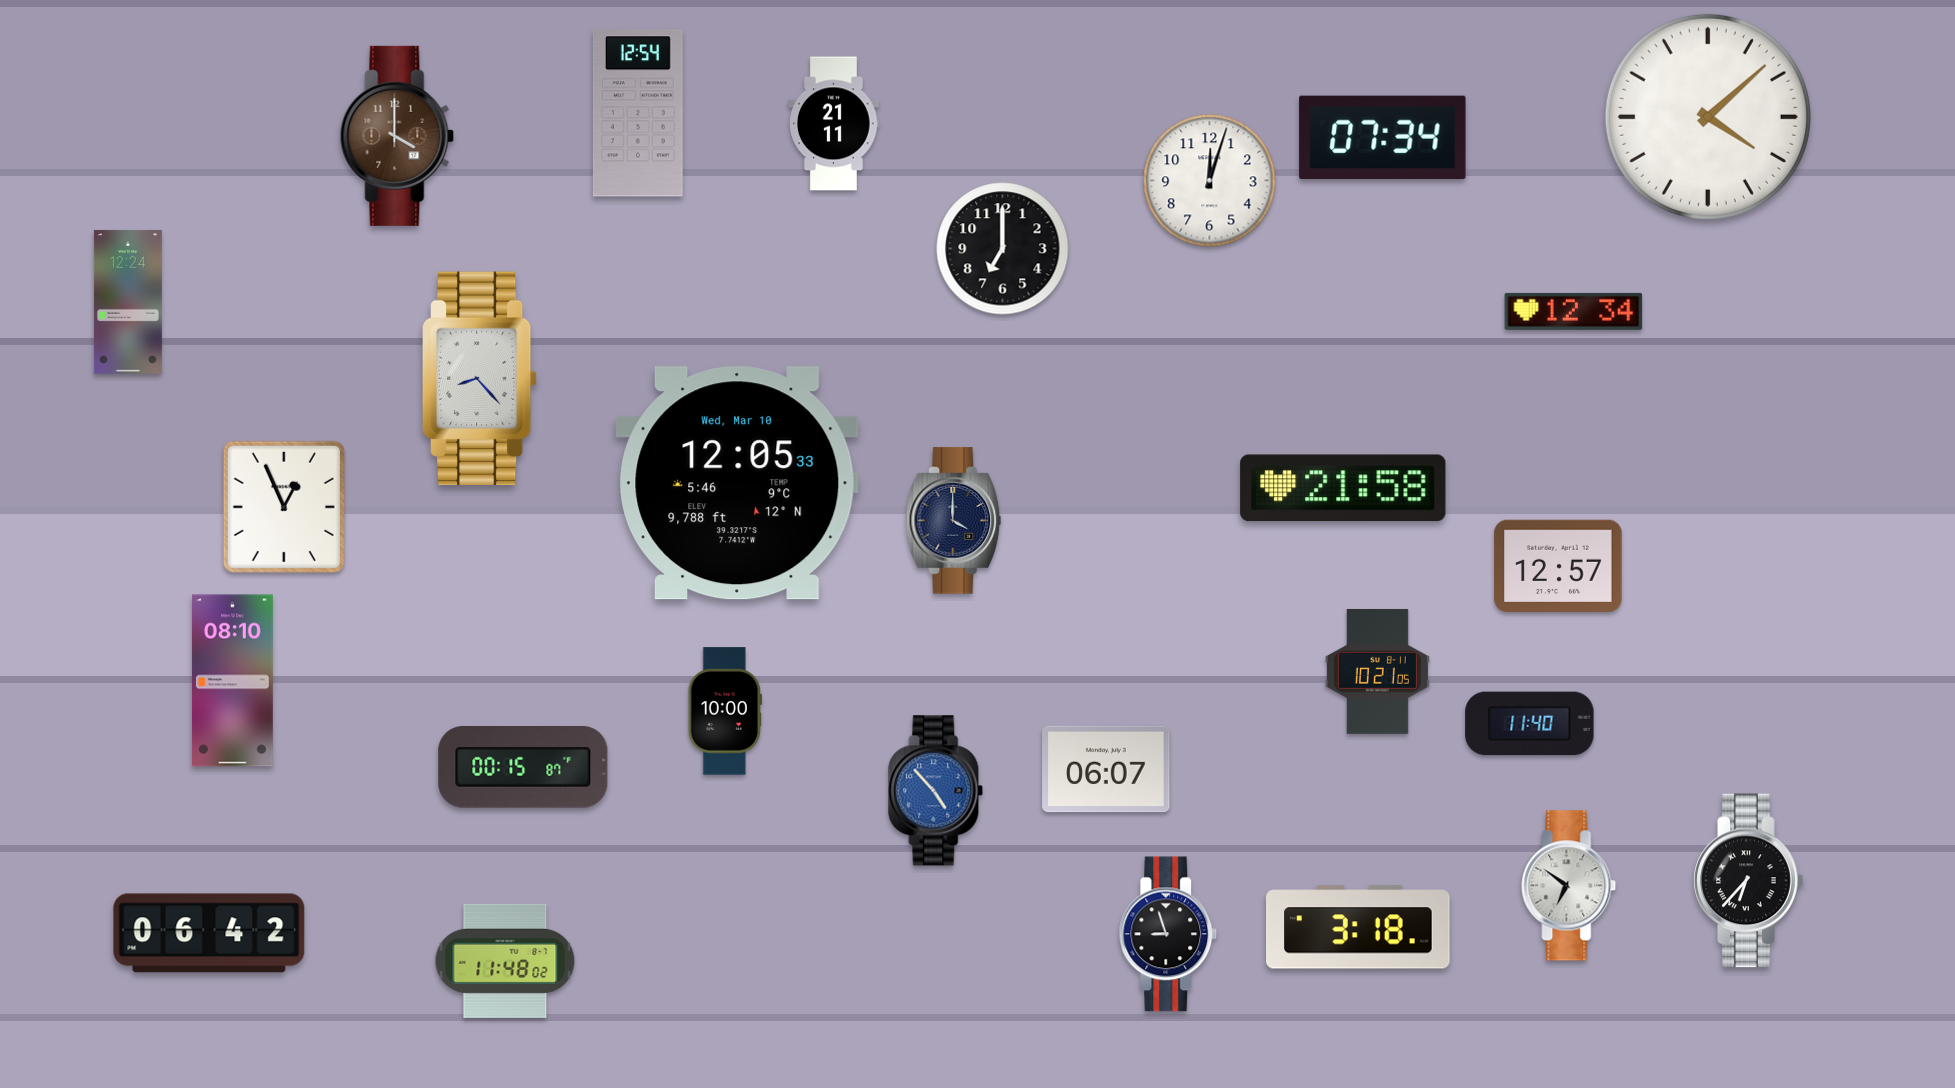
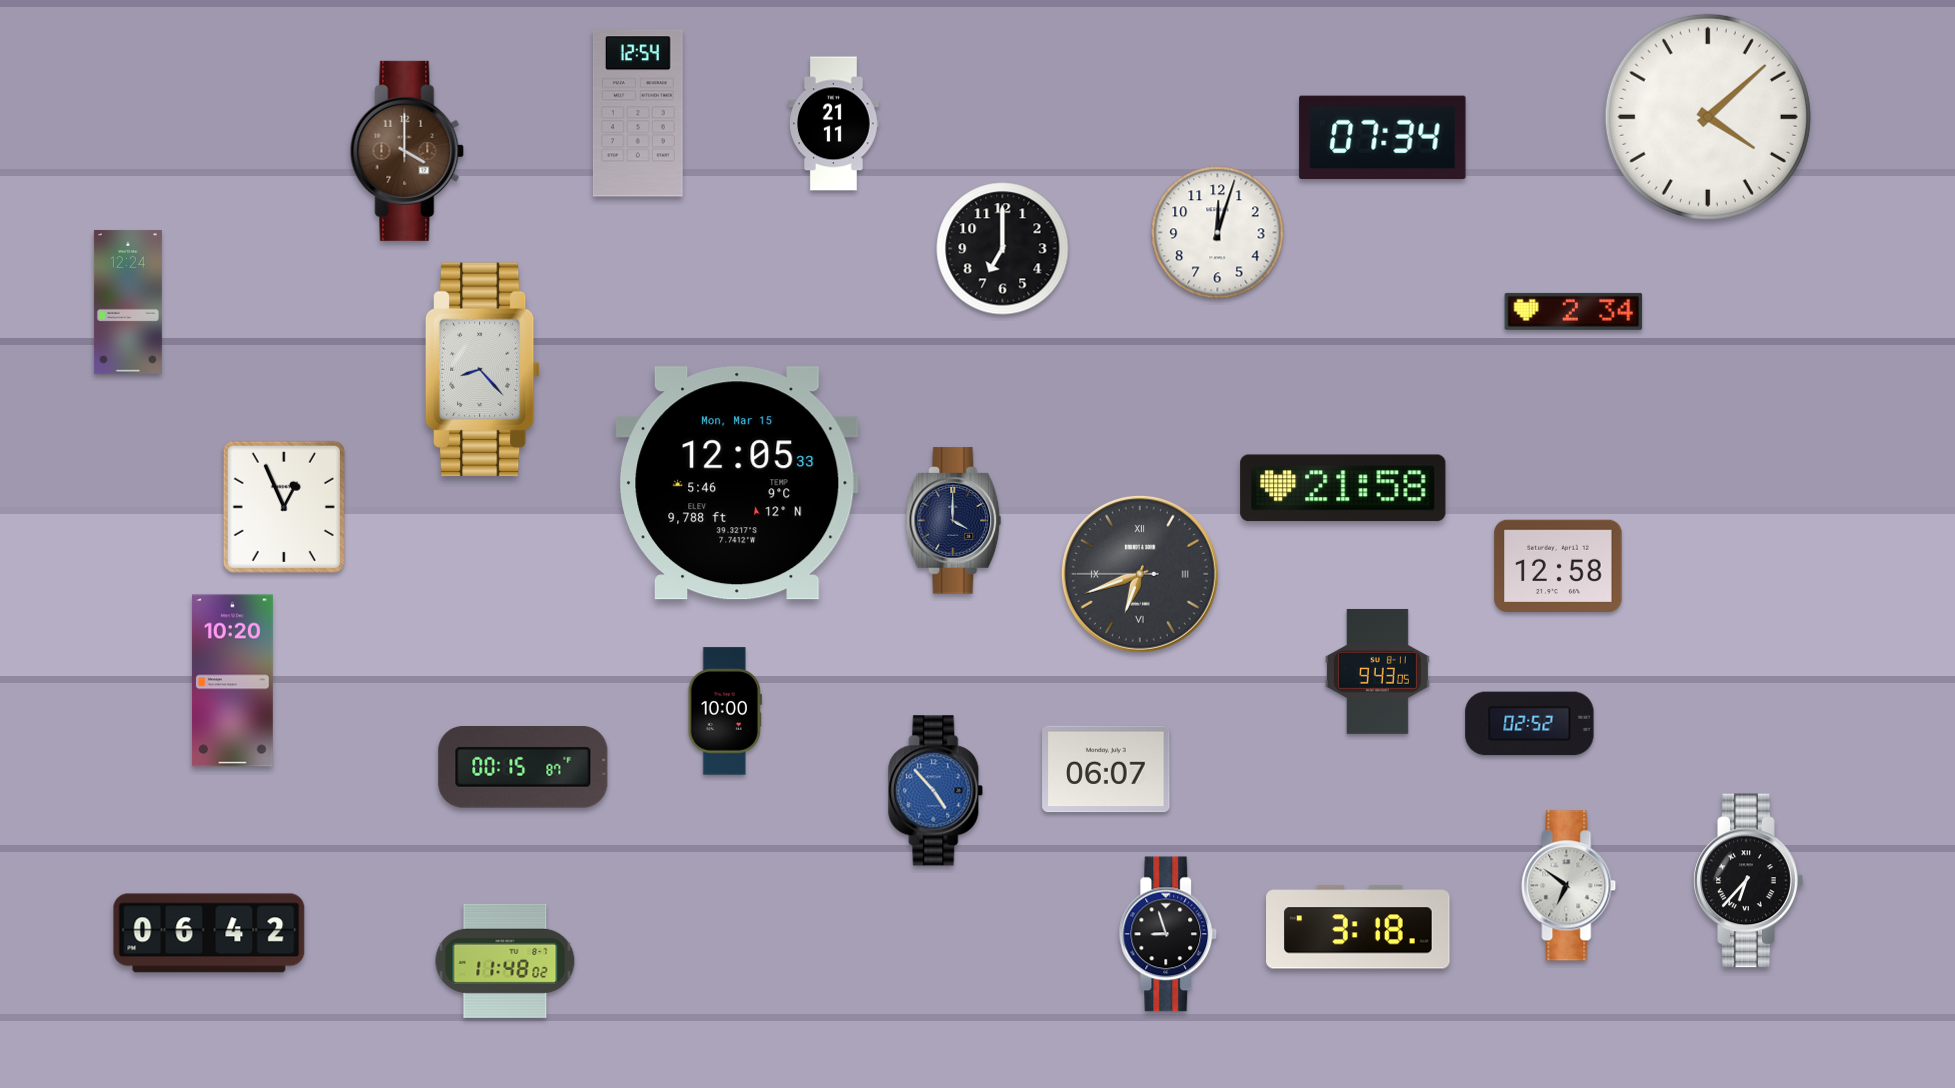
clock at (397, 136) position: (397, 136) -> (407, 151)
clock at (1210, 181) position: (1210, 181) -> (1218, 233)
clock at (1574, 311): 12:34 -> 2:34
clock at (479, 379) position: (479, 379) -> (482, 370)
clock at (737, 483) date: Wed, Mar 10 -> Mon, Mar 15
clock at (1558, 565): 12:57 -> 12:58
clock at (1140, 574): none -> 6:41
clock at (1377, 671): 10:21 -> 9:43
clock at (232, 681): 08:10 -> 10:20
clock at (1530, 724): 11:40 -> 02:52
